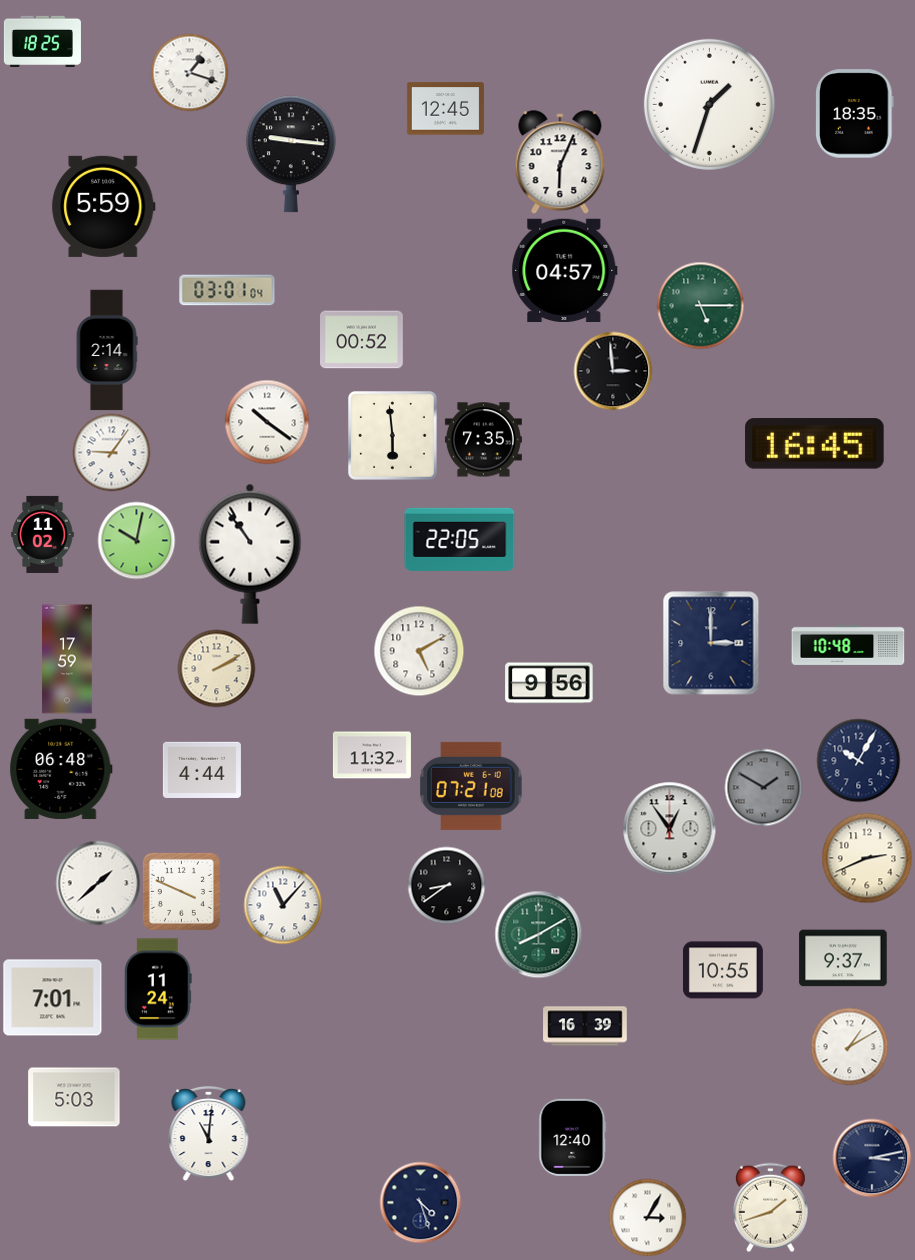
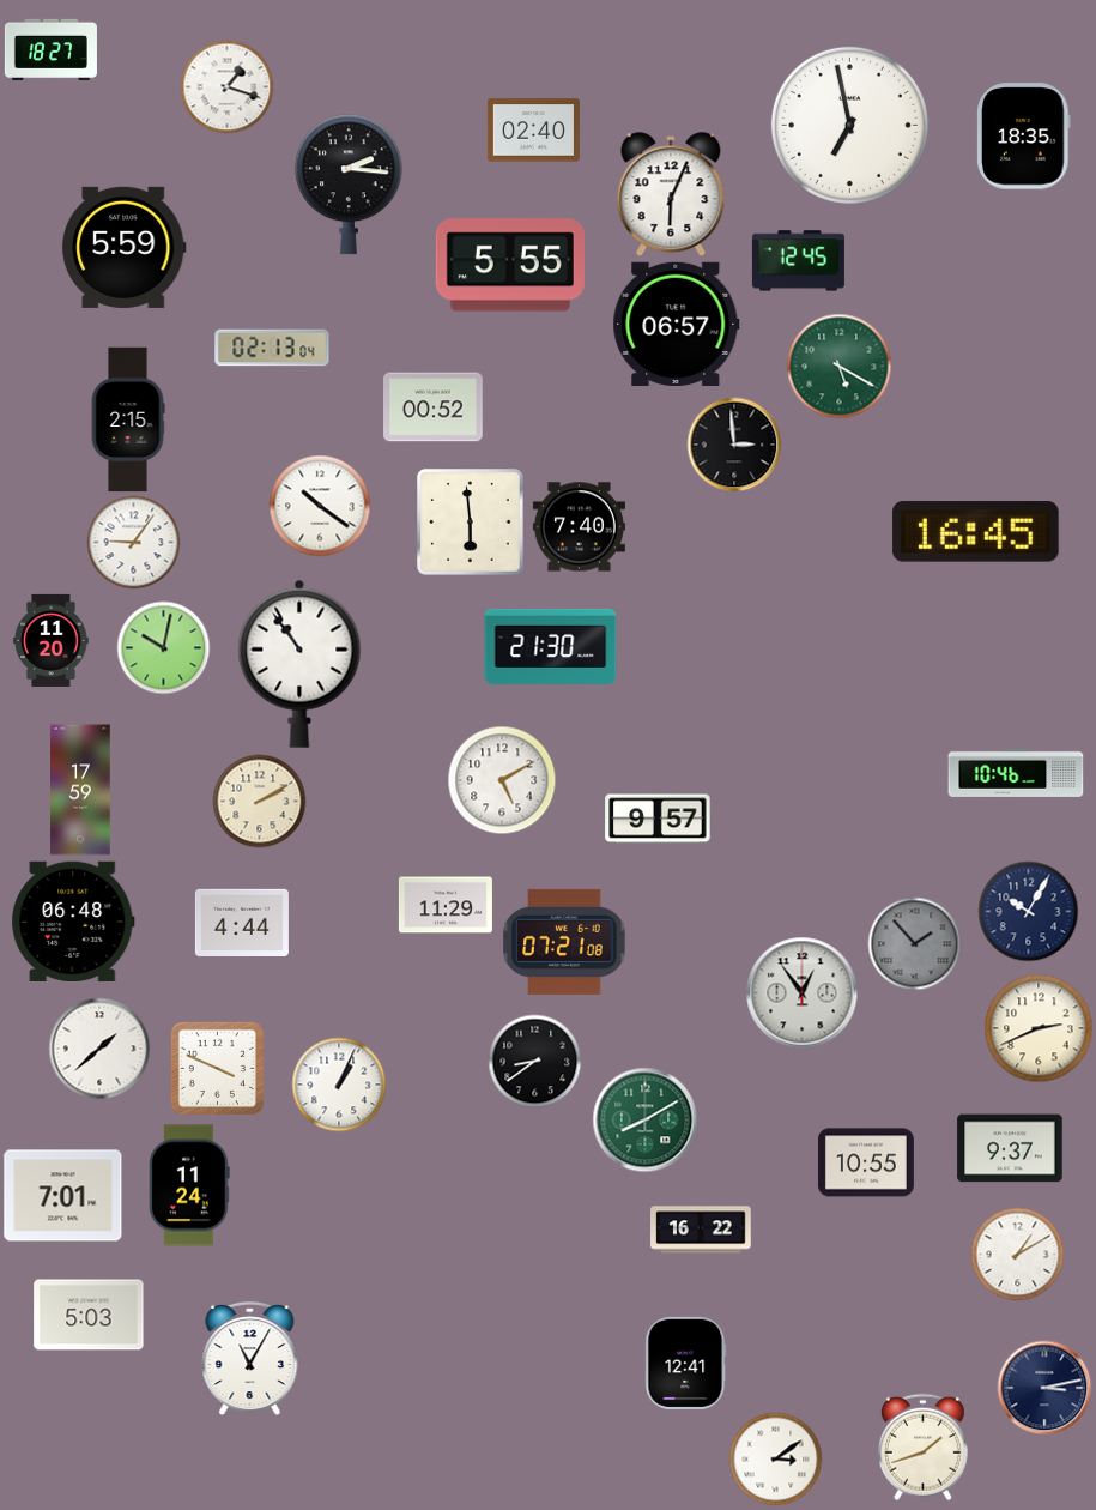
clock at (42, 41): 18:25 -> 18:27
clock at (709, 104): 1:33 -> 6:58
clock at (445, 109): 12:45 -> 02:40
clock at (291, 154): 9:16 -> 2:16
clock at (798, 261): none -> 12:45
clock at (510, 265): none -> 5:55
clock at (565, 270): 04:57 -> 06:57
clock at (227, 290): 03:01 -> 02:13
clock at (700, 305): 5:15 -> 5:20
clock at (107, 350): 2:14 -> 2:15
clock at (483, 440): 7:35 -> 7:40
clock at (43, 534): 11:02 -> 11:20
clock at (460, 539): 22:05 -> 21:30
clock at (711, 643): 3:00 -> none
clock at (848, 645): 10:48 -> 10:46
clock at (549, 683): 9:56 -> 9:57
clock at (372, 755): 11:32 -> 11:29
clock at (763, 787): 1:50 -> 1:53
clock at (98, 883) position: (98, 883) -> (99, 1049)
clock at (283, 905): 11:07 -> 1:04
clock at (585, 1026): 16:39 -> 16:22
clock at (209, 1133): 11:01 -> 11:05
clock at (573, 1137): 12:40 -> 12:41
clock at (420, 1202): 4:27 -> none
clock at (647, 1217): 3:05 -> 3:09
